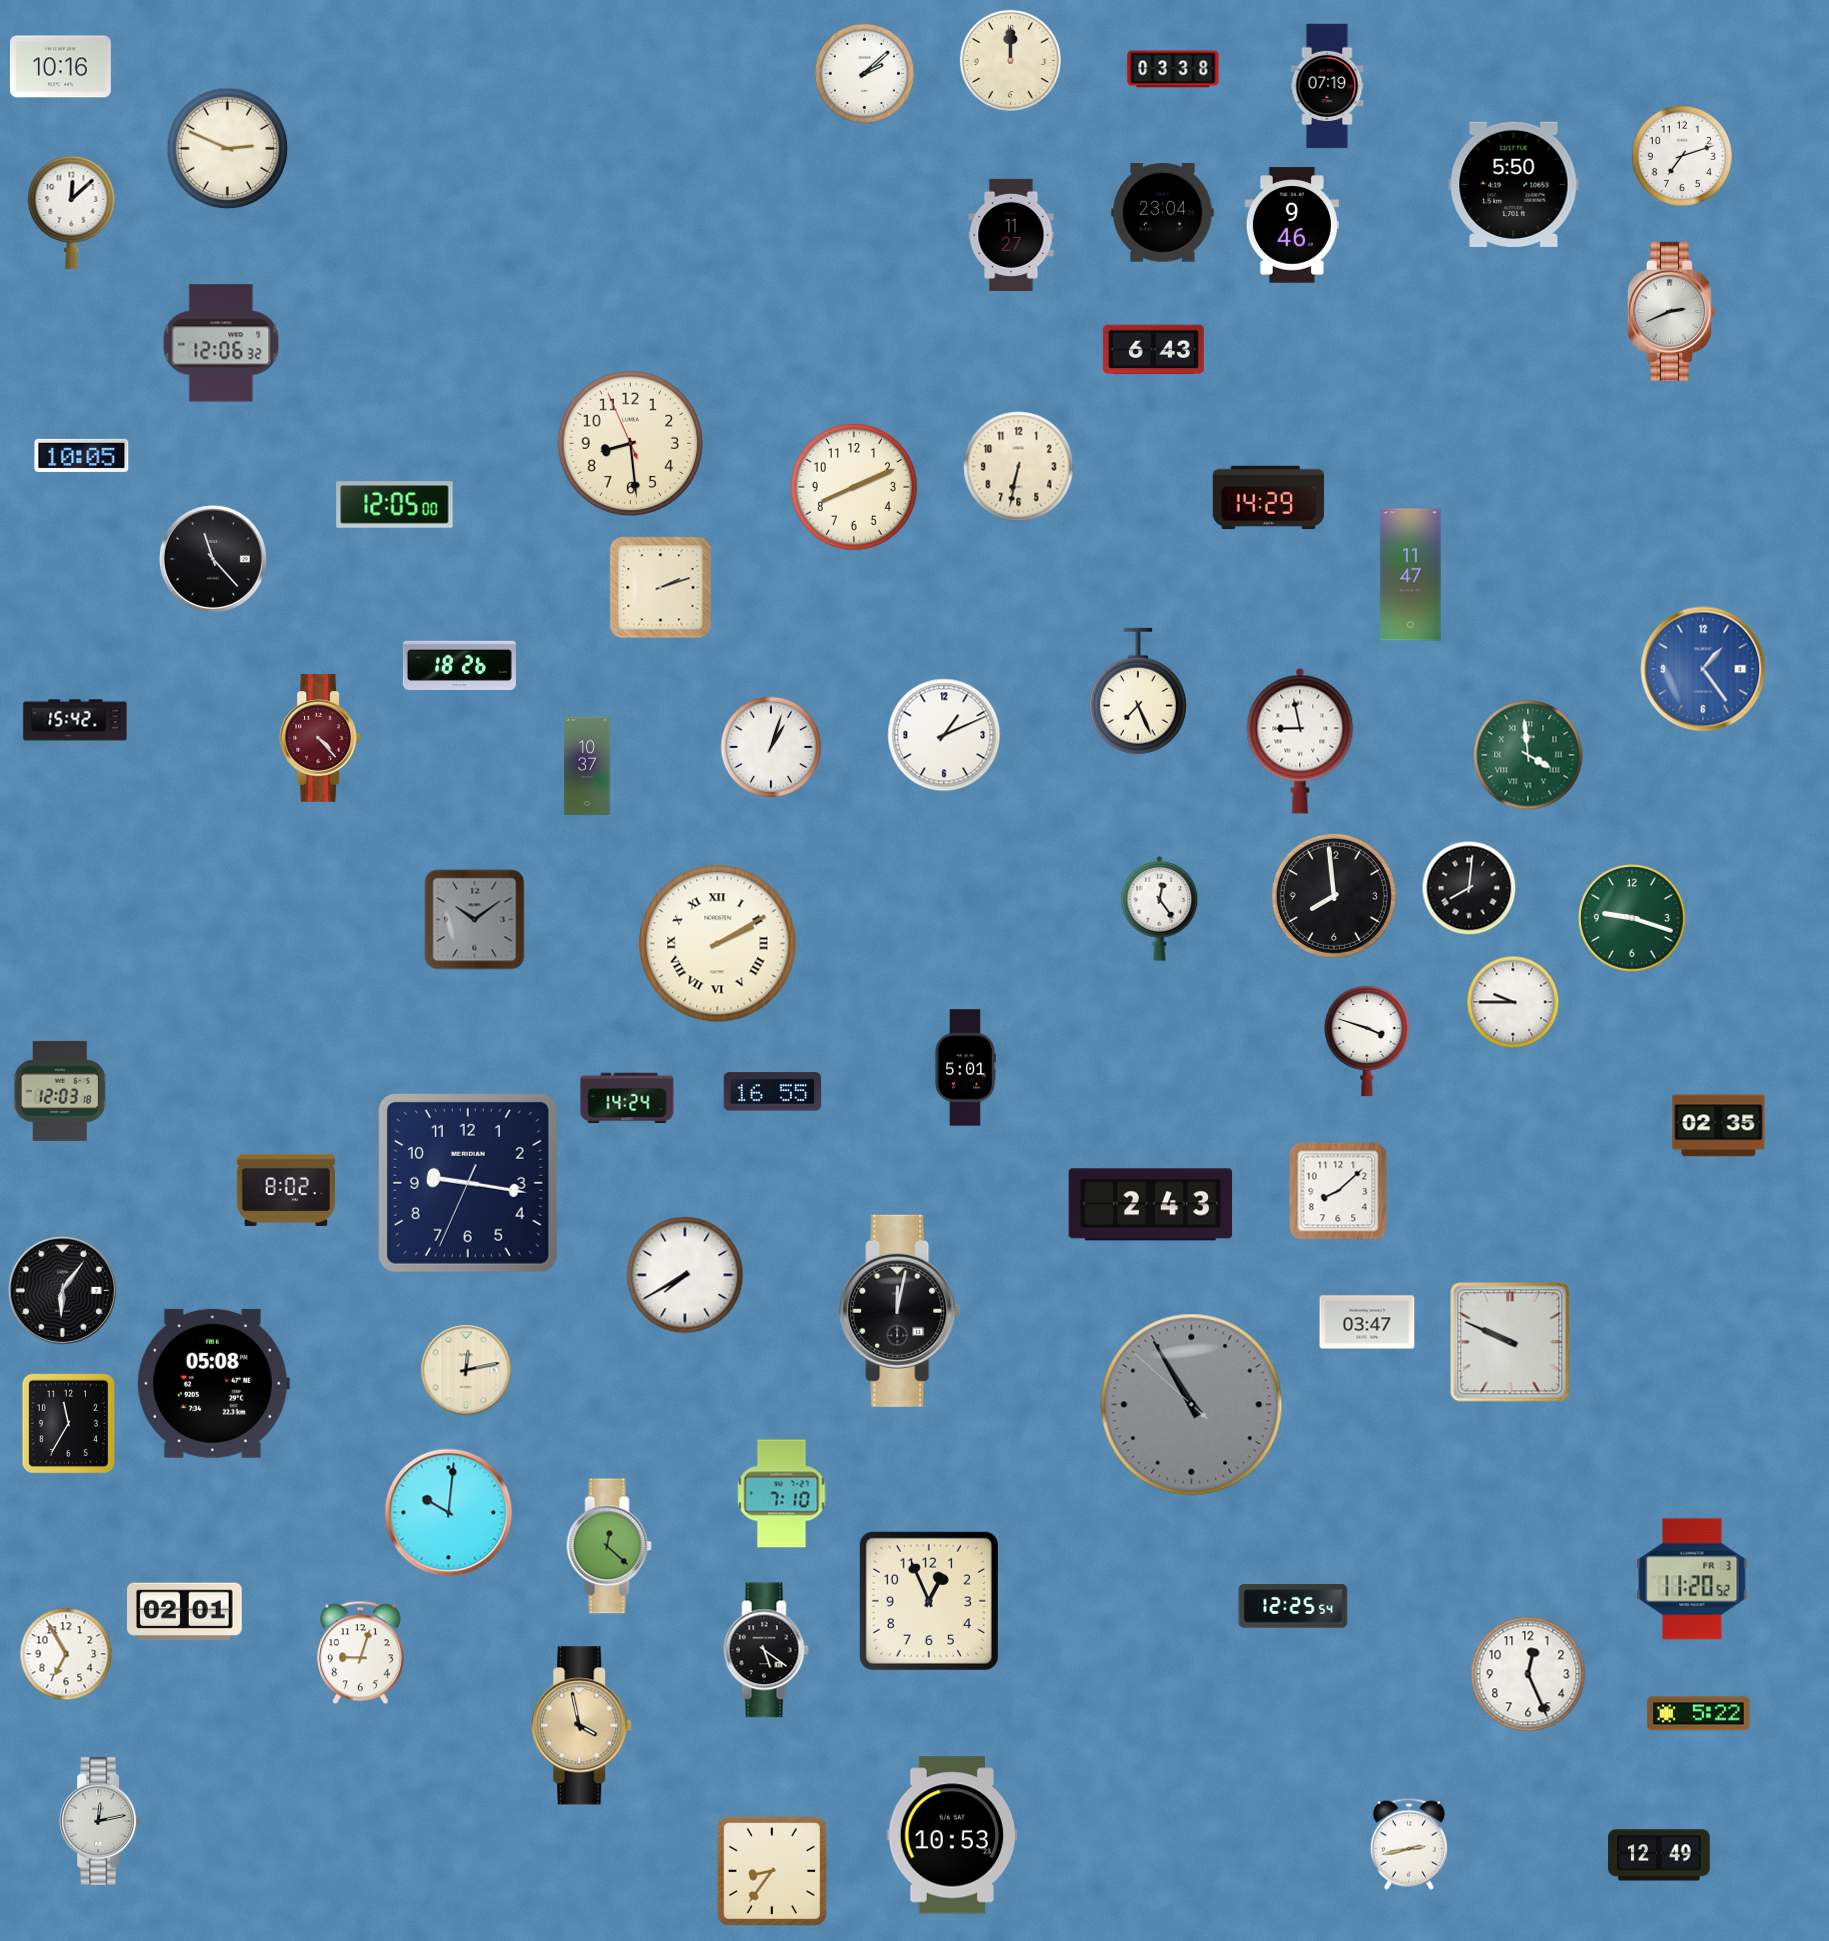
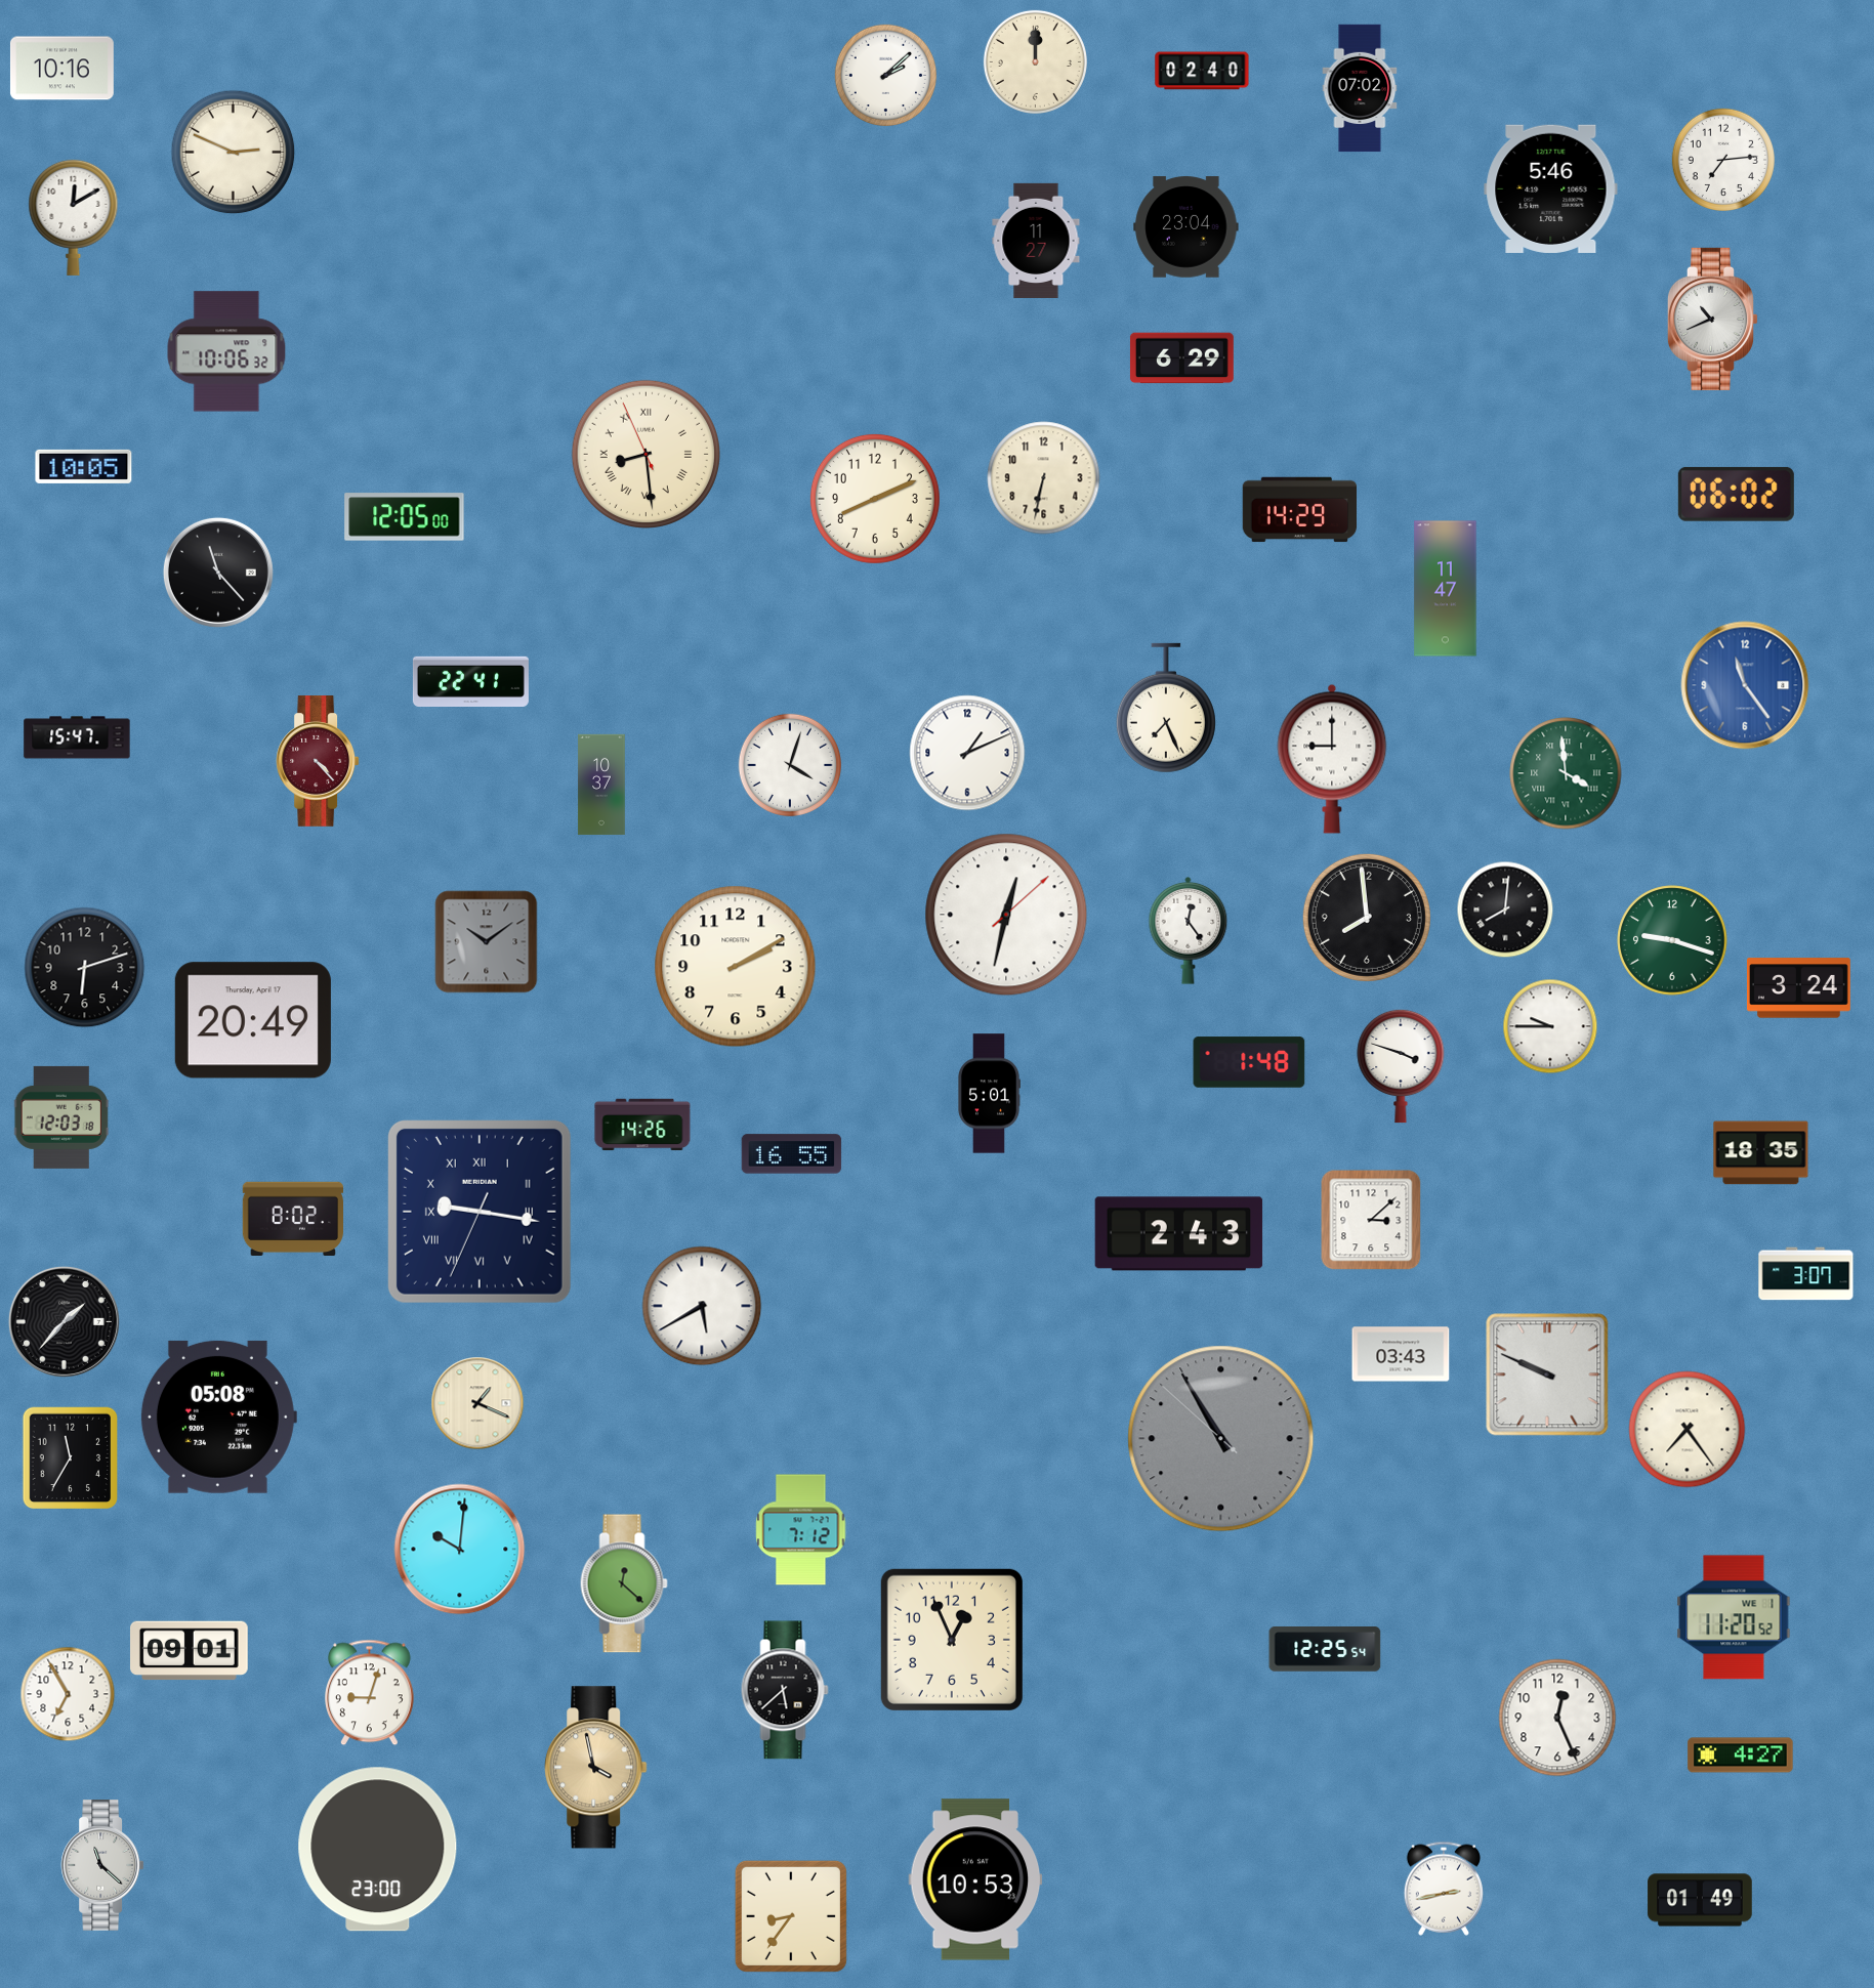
clock at (1173, 69): 03:38 -> 02:40
clock at (1327, 86): 07:19 -> 07:02
clock at (1682, 156): 7:12 -> 7:14
clock at (1514, 184): 5:50 -> 5:46
clock at (72, 212): 12:08 -> 12:10
clock at (1163, 213) position: (1163, 213) -> (1186, 227)
clock at (1292, 225): 9:46 -> none
clock at (1671, 311): 2:41 -> 10:41
clock at (221, 343): 12:06 -> 10:06
clock at (1153, 350): 6:43 -> 6:29
clock at (630, 443) numerals: Arabic -> Roman
clock at (1736, 494): none -> 06:02
clock at (661, 588): 2:12 -> none
clock at (459, 665): 18:26 -> 22:41
clock at (1703, 669): 1:24 -> 11:24
clock at (75, 720): 15:42 -> 15:47
clock at (320, 739) position: (320, 739) -> (318, 762)
clock at (1300, 741): 8:58 -> 9:00
clock at (771, 747): 1:03 -> 4:03
clock at (1006, 915): none -> 12:32
clock at (718, 944) numerals: Roman -> Arabic
clock at (85, 968): none -> 6:12
clock at (1798, 988): none -> 3:24
clock at (253, 1020): none -> 20:49
clock at (1249, 1062): none -> 1:48
clock at (773, 1092) position: (773, 1092) -> (792, 1154)
clock at (627, 1098): 14:24 -> 14:26
clock at (1719, 1126): 02:35 -> 18:35
clock at (468, 1183) numerals: Arabic -> Roman
clock at (1338, 1191): 8:08 -> 3:08
clock at (1806, 1274): none -> 3:07
clock at (685, 1275): 7:40 -> 5:40
clock at (62, 1290): 6:06 -> 1:37
clock at (900, 1311): 12:02 -> none
clock at (1367, 1322): 03:47 -> 03:43
clock at (466, 1370): 12:13 -> 1:19
clock at (1688, 1430): none -> 7:24
clock at (782, 1494): 7:10 -> 7:12
clock at (1692, 1579) date: FR 3 -> WE 1
clock at (1293, 1606) position: (1293, 1606) -> (1325, 1649)
clock at (185, 1612): 02:01 -> 09:01
clock at (766, 1650): 5:21 -> 5:38
clock at (1528, 1674) position: (1528, 1674) -> (1557, 1718)
clock at (1699, 1714): 5:22 -> 4:27
clock at (378, 1850): none -> 23:00
clock at (100, 1822): 12:13 -> 11:22
clock at (1659, 1855): 12:49 -> 01:49
